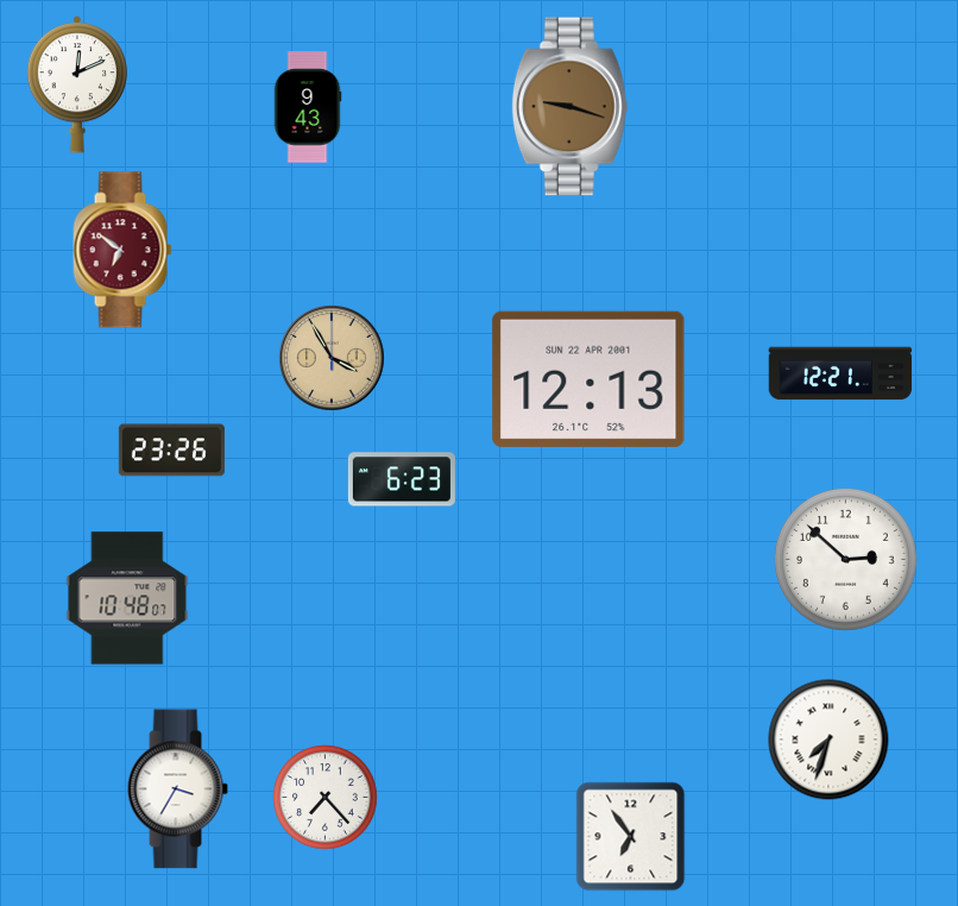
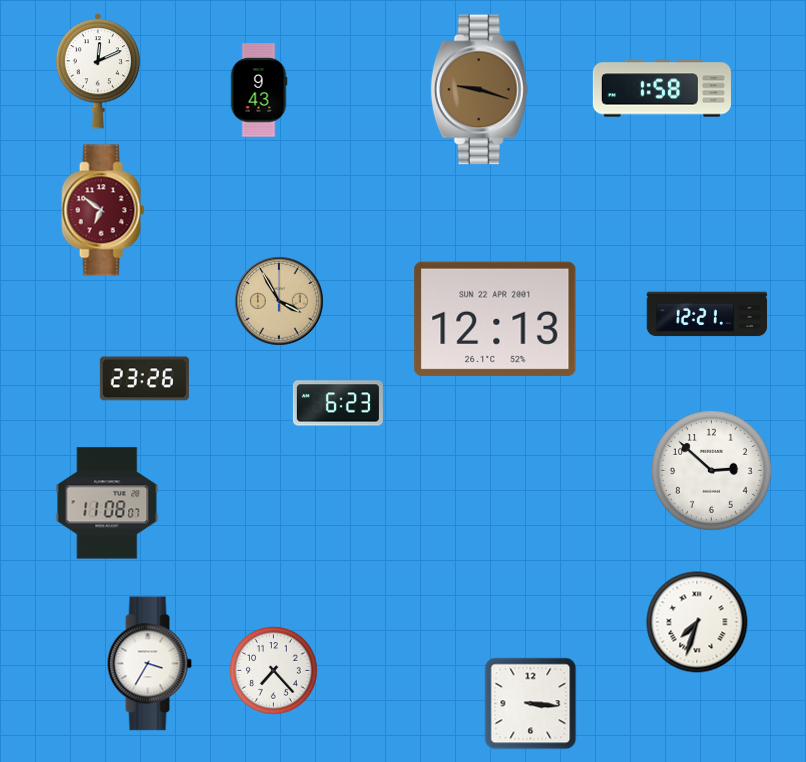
clock at (76, 84) position: (76, 84) -> (97, 71)
clock at (662, 88): none -> 1:58
clock at (127, 598): 10:48 -> 11:08
clock at (631, 837): 6:54 -> 3:16
